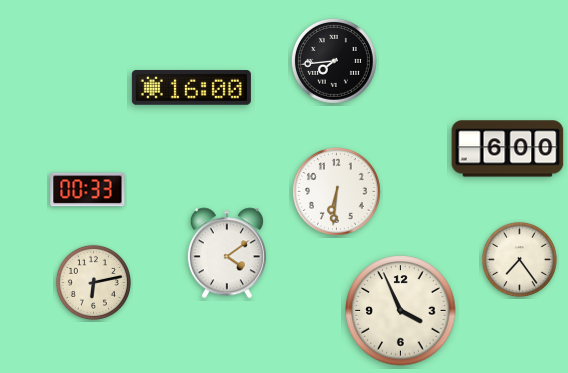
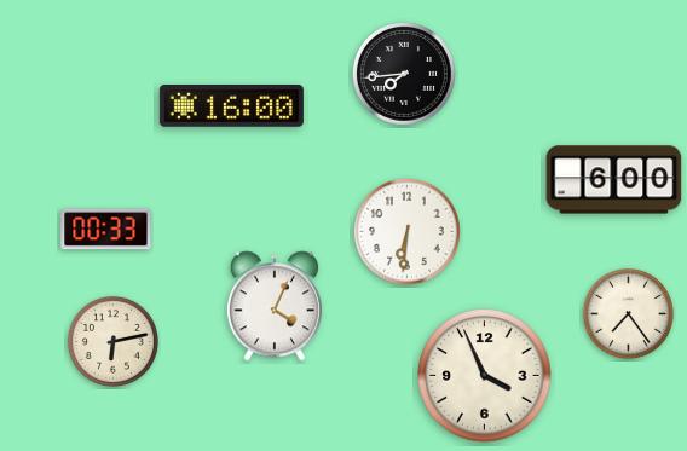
clock at (227, 253): 4:09 -> 4:04
